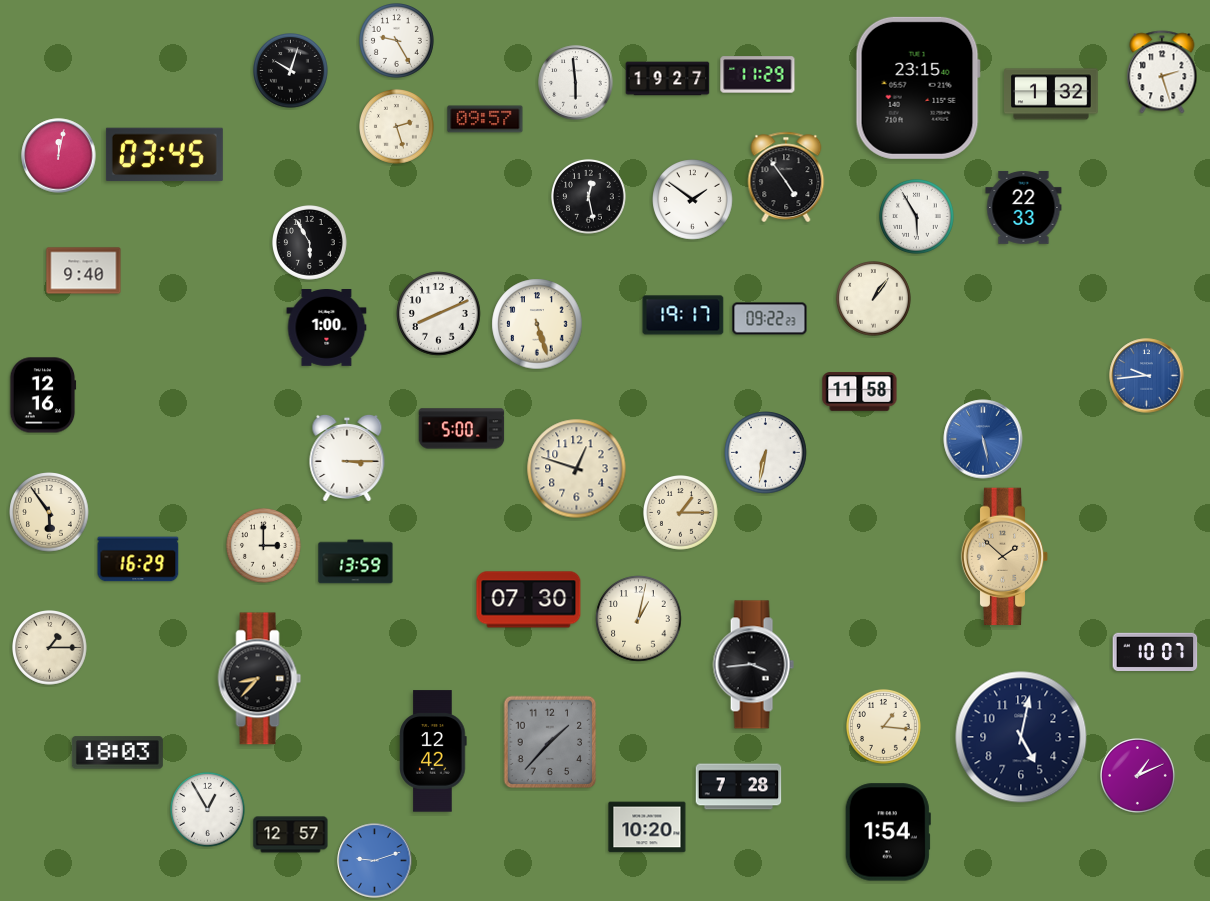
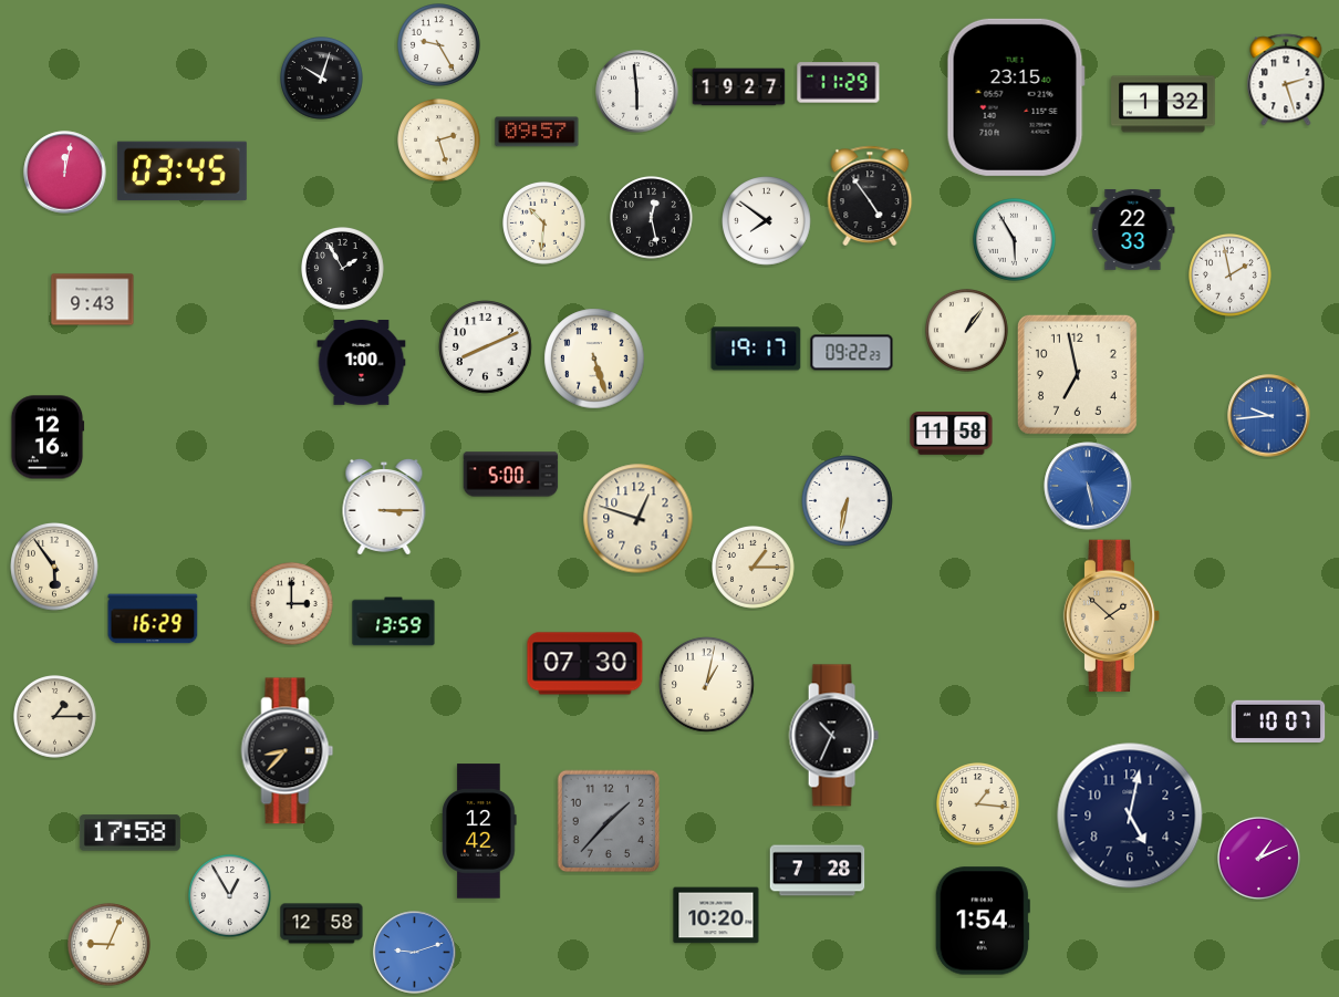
clock at (693, 200): 1:51 -> 7:51
clock at (544, 224): none -> 10:31
clock at (310, 243): 5:55 -> 1:55
clock at (1231, 276): none -> 1:58
clock at (84, 271): 9:40 -> 9:43
clock at (1077, 374): none -> 6:58
clock at (753, 665): 3:44 -> 10:34
clock at (117, 753): 18:03 -> 17:58
clock at (291, 835): 12:57 -> 12:58
clock at (110, 945): none -> 9:04
